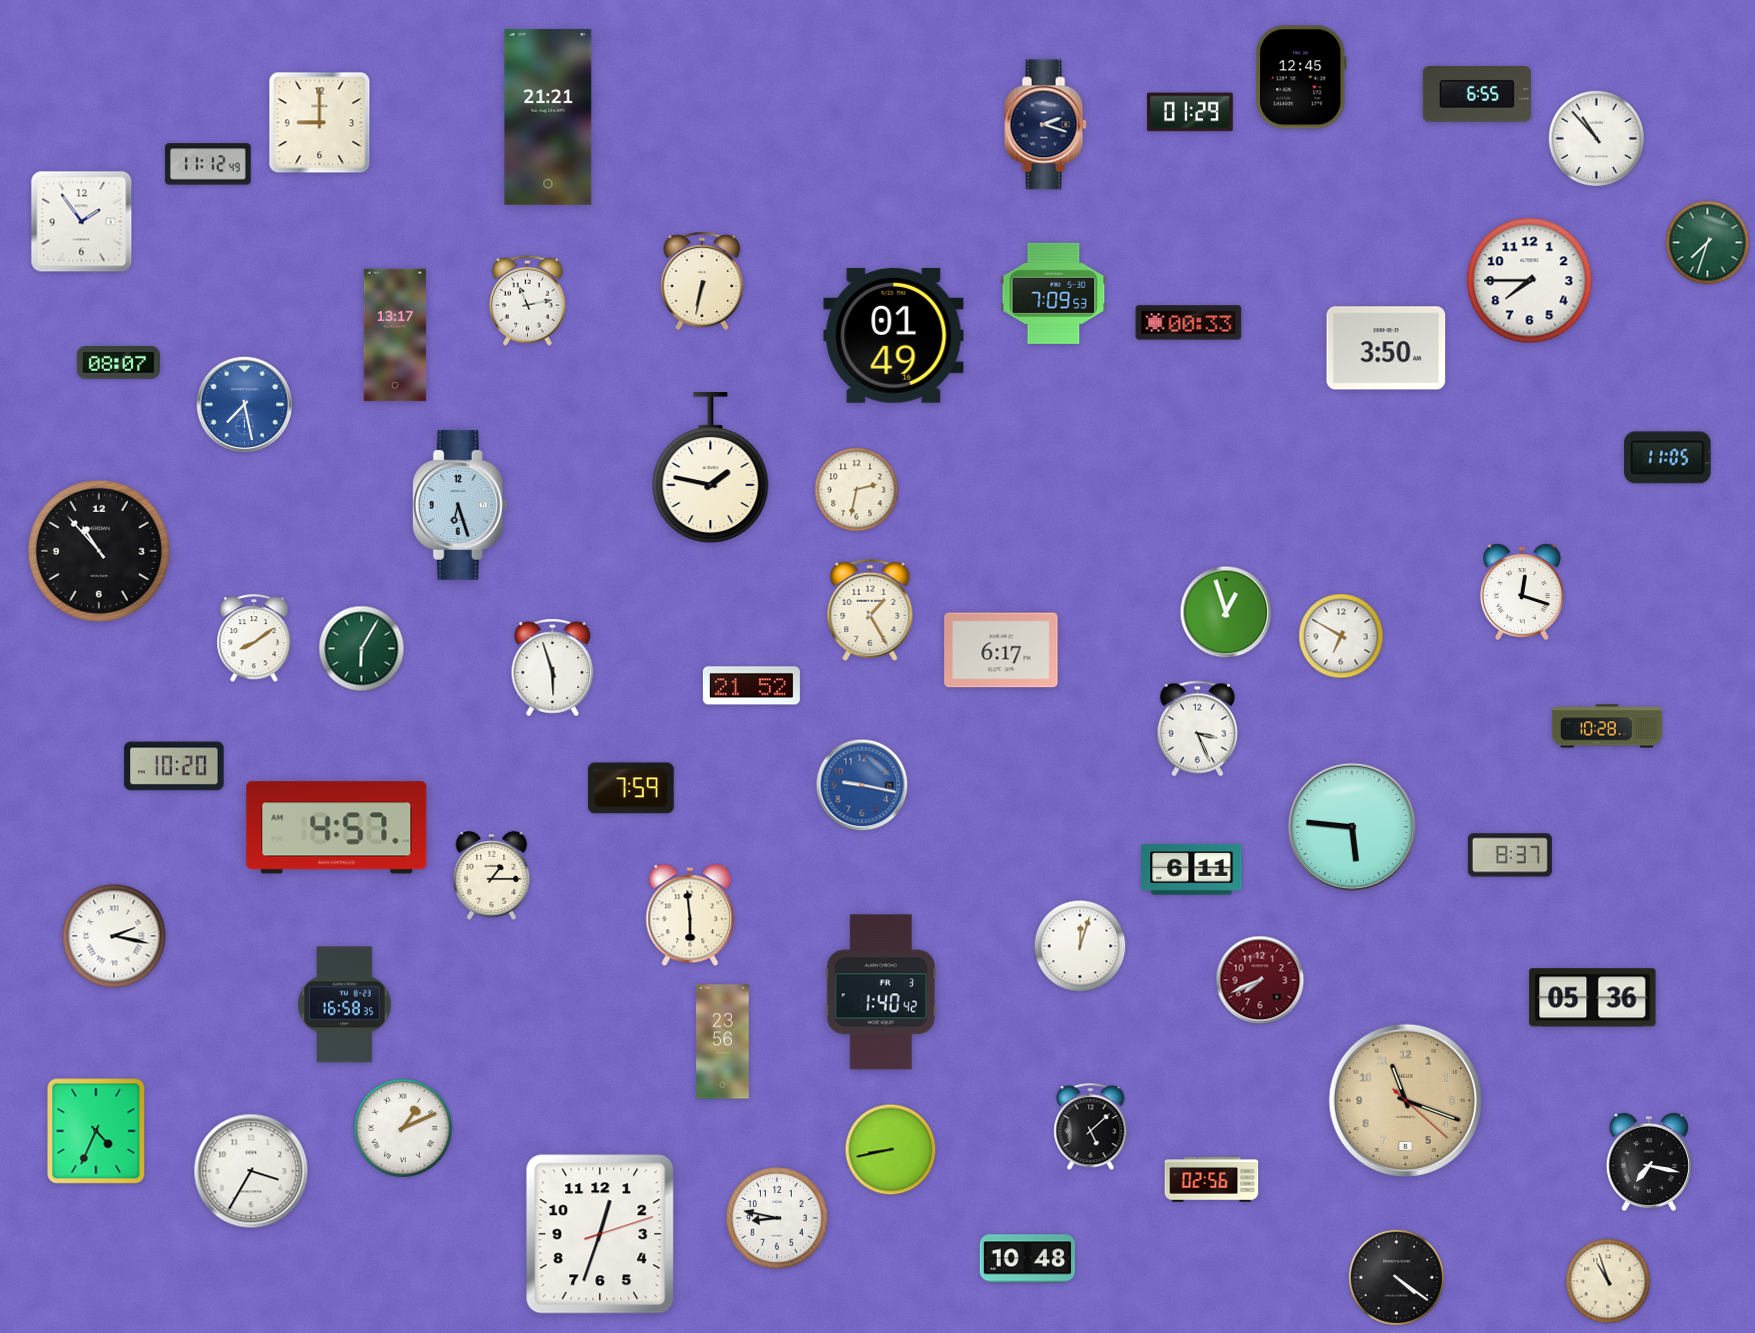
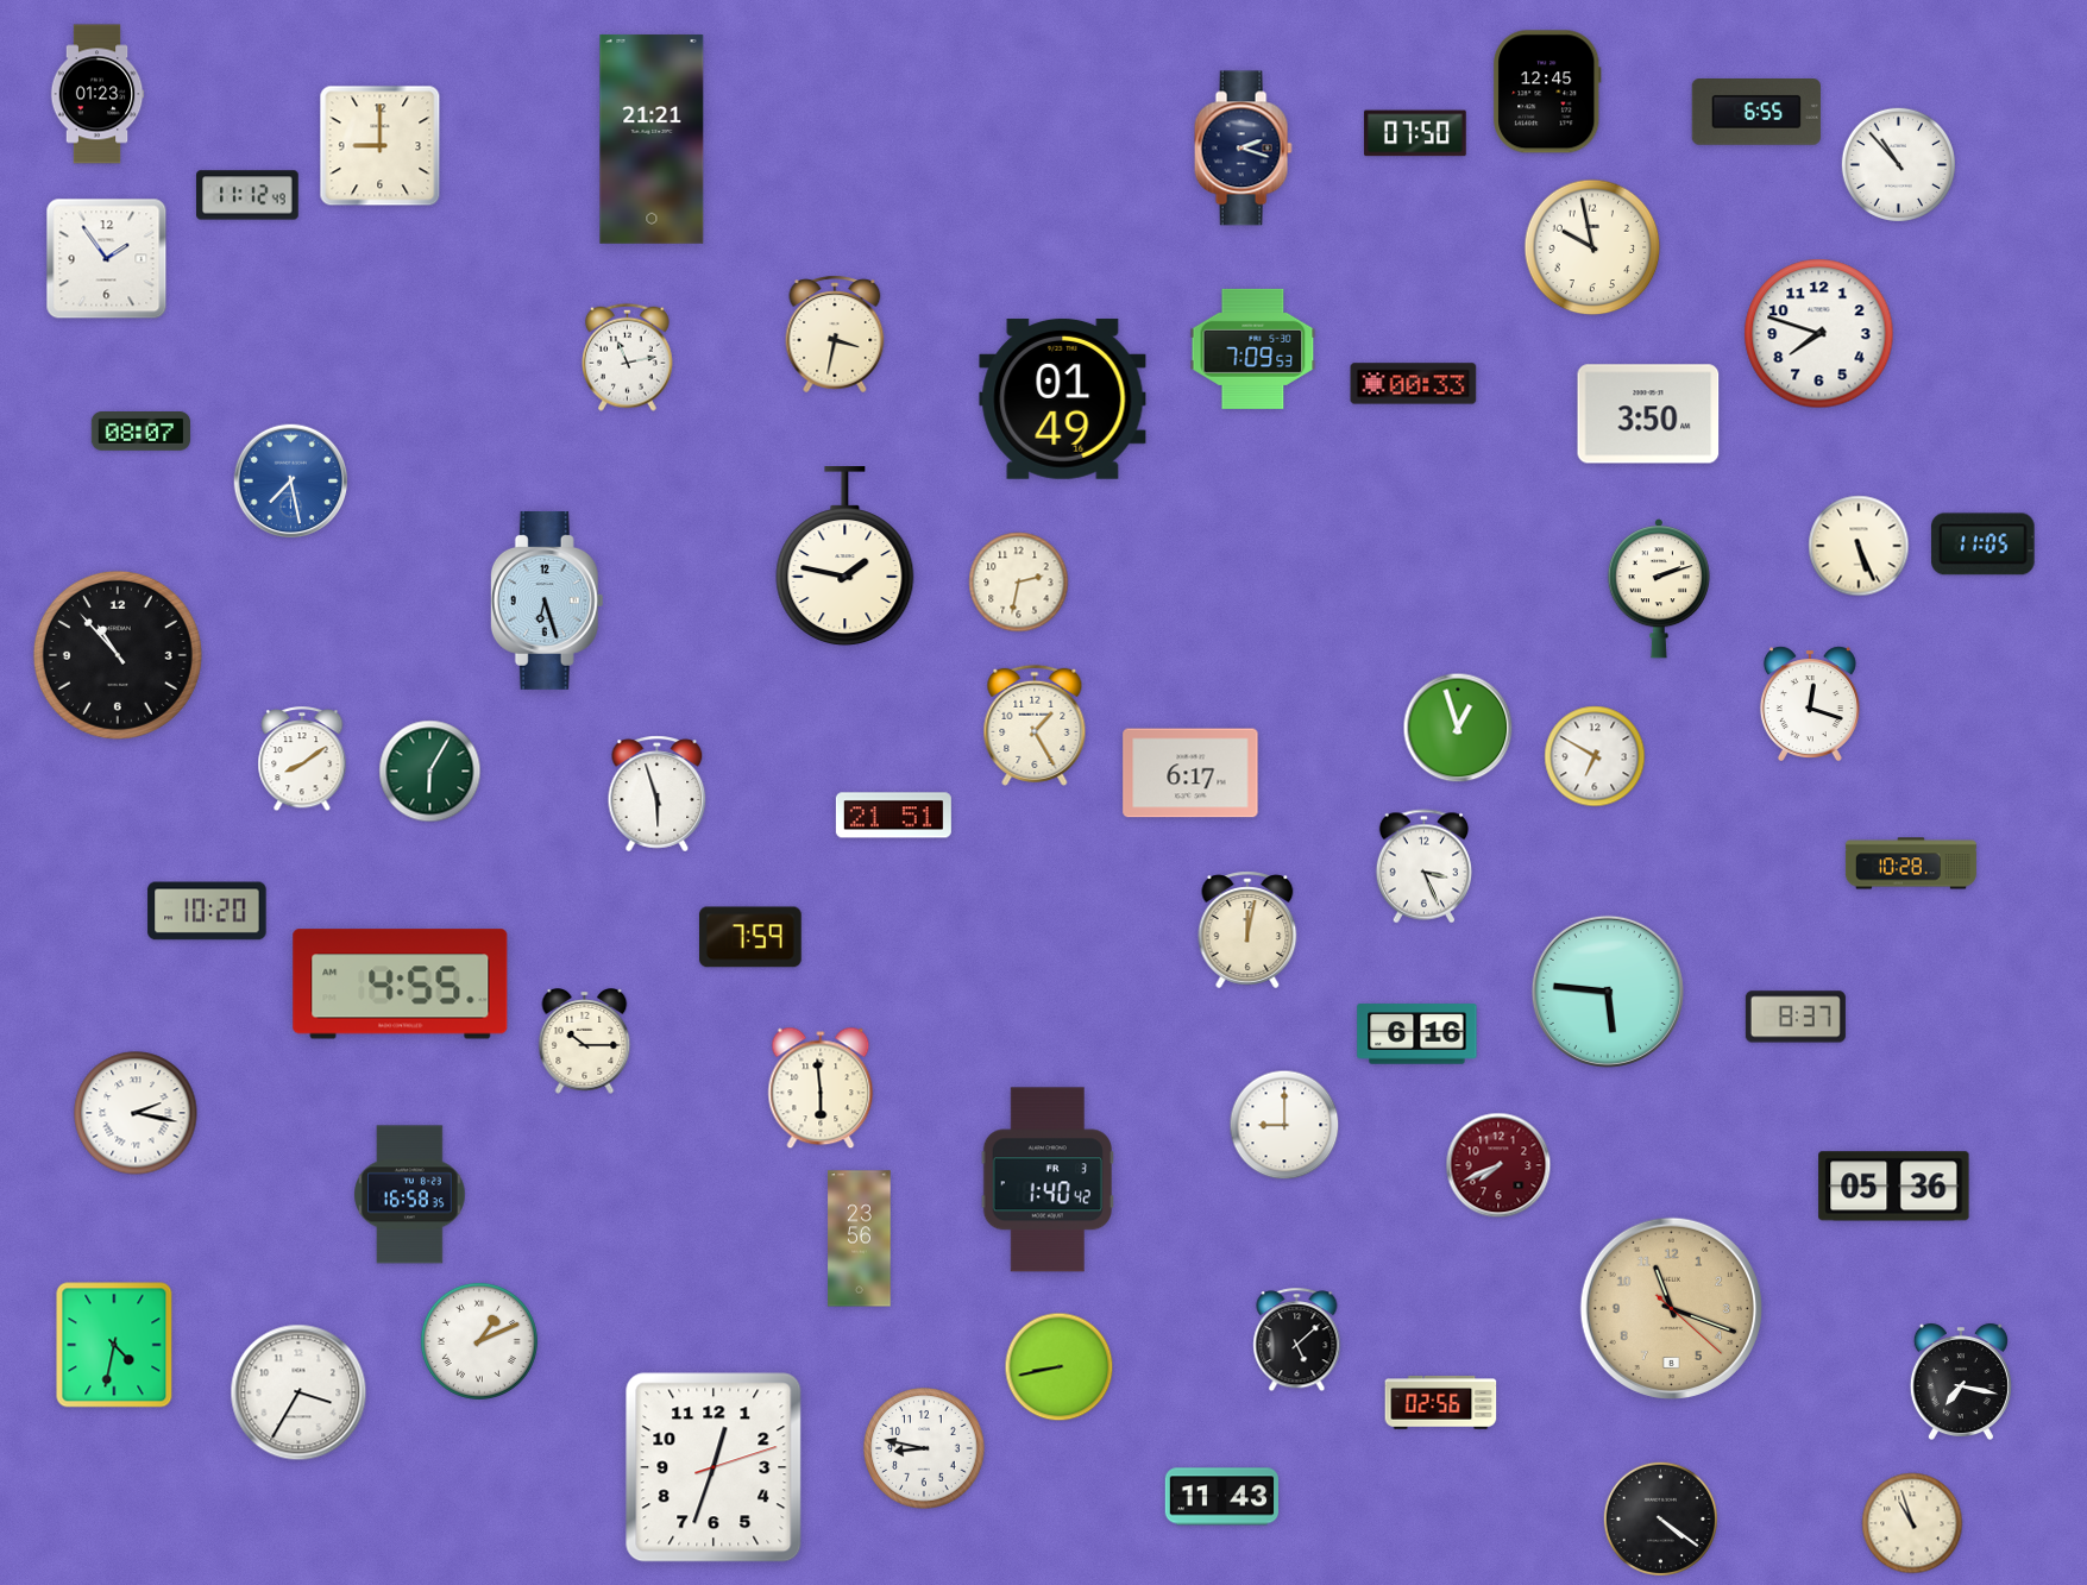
clock at (98, 94): none -> 01:23
clock at (1190, 112): 01:29 -> 07:50
clock at (1592, 247): none -> 9:58
clock at (82, 222) position: (82, 222) -> (107, 259)
clock at (1708, 243): 7:33 -> none
clock at (702, 281): 6:32 -> 3:32
clock at (1530, 281): 7:45 -> 7:48
clock at (395, 335): 13:17 -> none
clock at (1859, 546): none -> 5:26
clock at (1659, 589): none -> 2:12
clock at (751, 686): 21:52 -> 21:51
clock at (1247, 930): none -> 12:02
clock at (862, 785): 9:17 -> none
clock at (1352, 827) position: (1352, 827) -> (1608, 992)
clock at (337, 828): 4:57 -> 4:55
clock at (1192, 870): 6:11 -> 6:16
clock at (492, 876): 1:15 -> 10:15
clock at (1080, 946): 12:03 -> 9:00
clock at (96, 1131): 4:34 -> 4:32
clock at (1028, 1259): 10:48 -> 11:43
